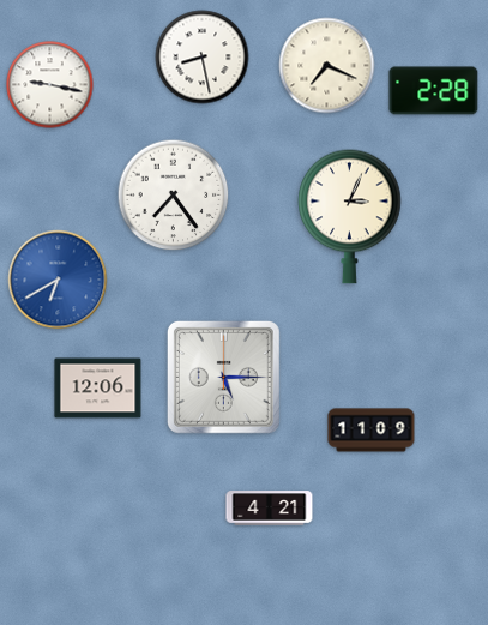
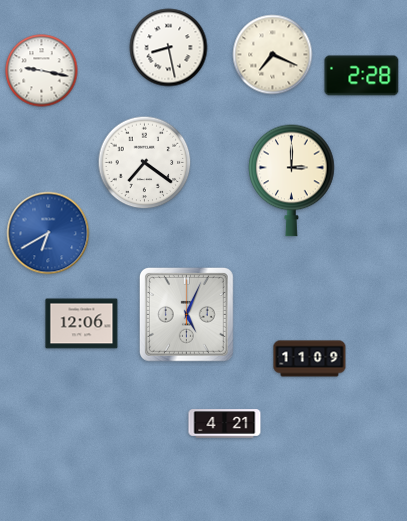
clock at (174, 196): 7:24 -> 7:21
clock at (350, 216): 3:04 -> 3:00
clock at (223, 377): 5:15 -> 5:04
